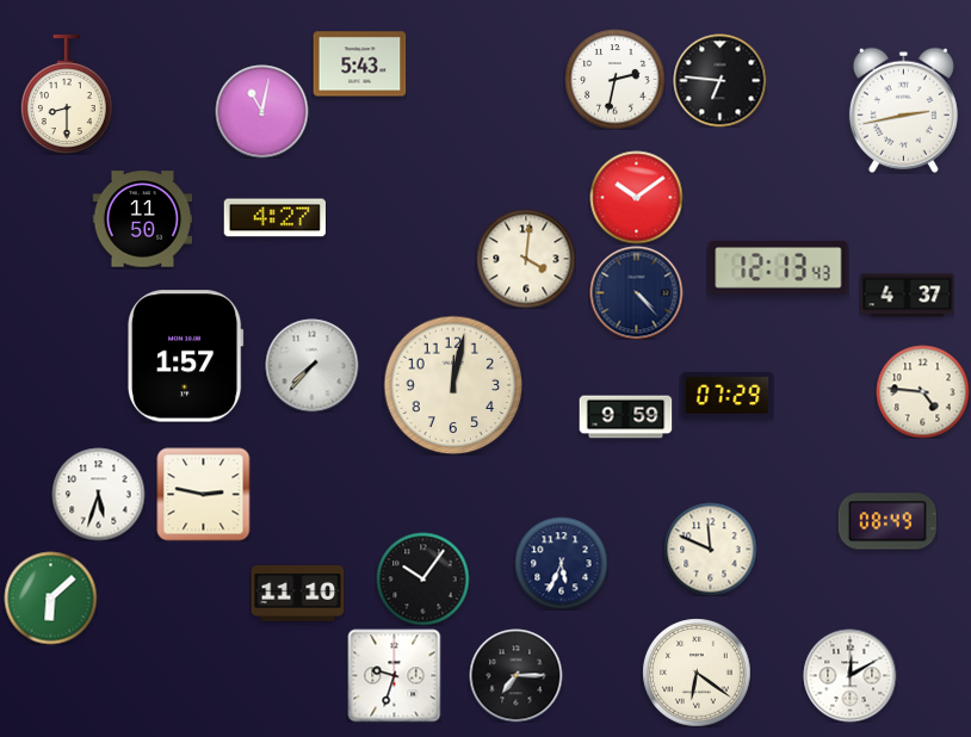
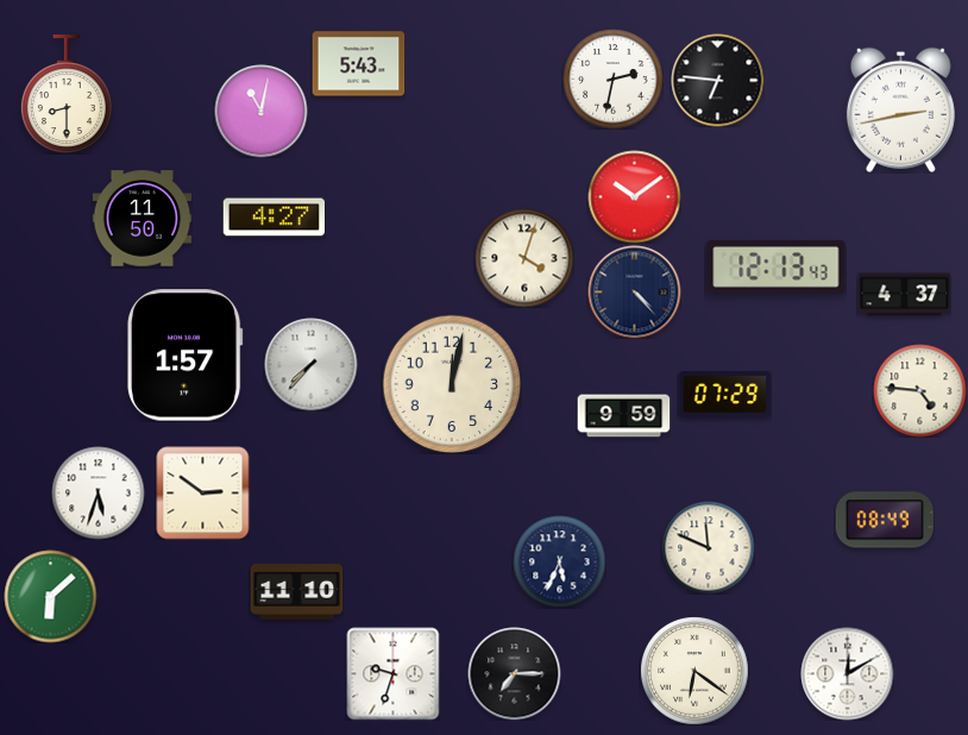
clock at (526, 259): 4:01 -> 4:03
clock at (203, 494): 2:47 -> 2:51
clock at (422, 578): 10:06 -> none
